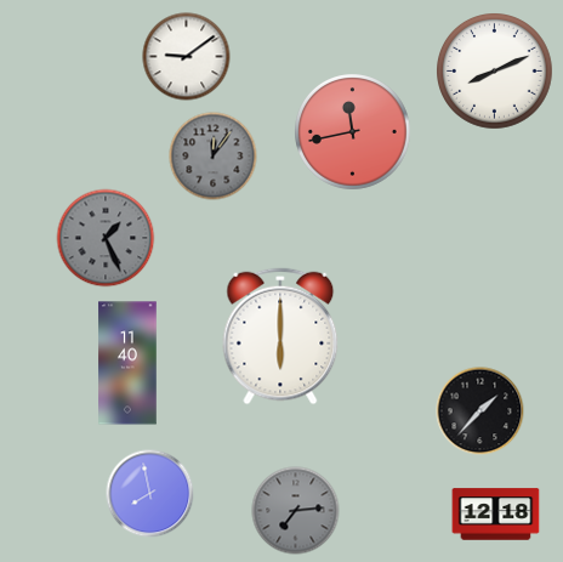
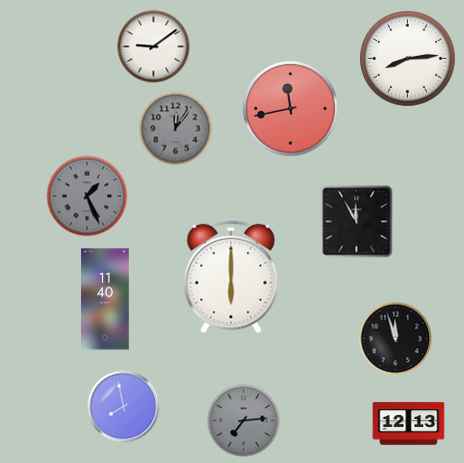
clock at (495, 72): 8:11 -> 8:14
clock at (357, 222): none -> 11:55
clock at (480, 411): 1:37 -> 11:57
clock at (496, 515): 12:18 -> 12:13
